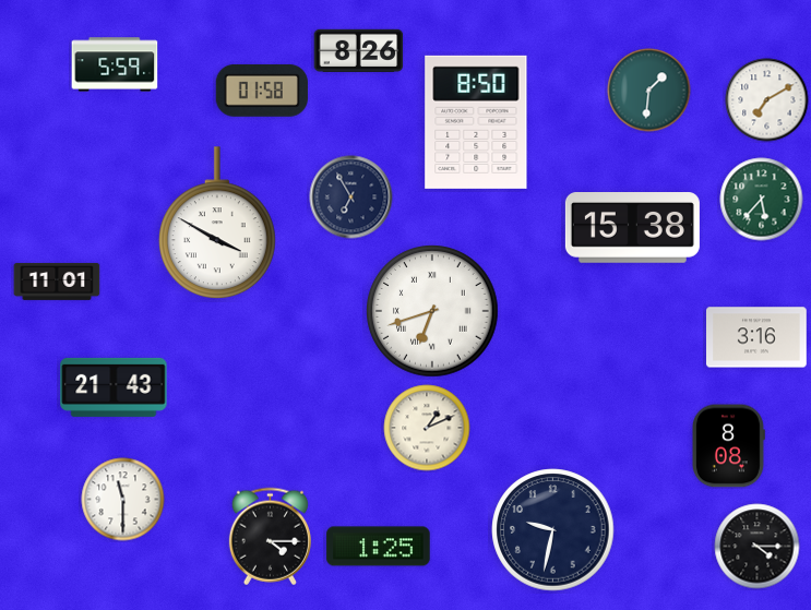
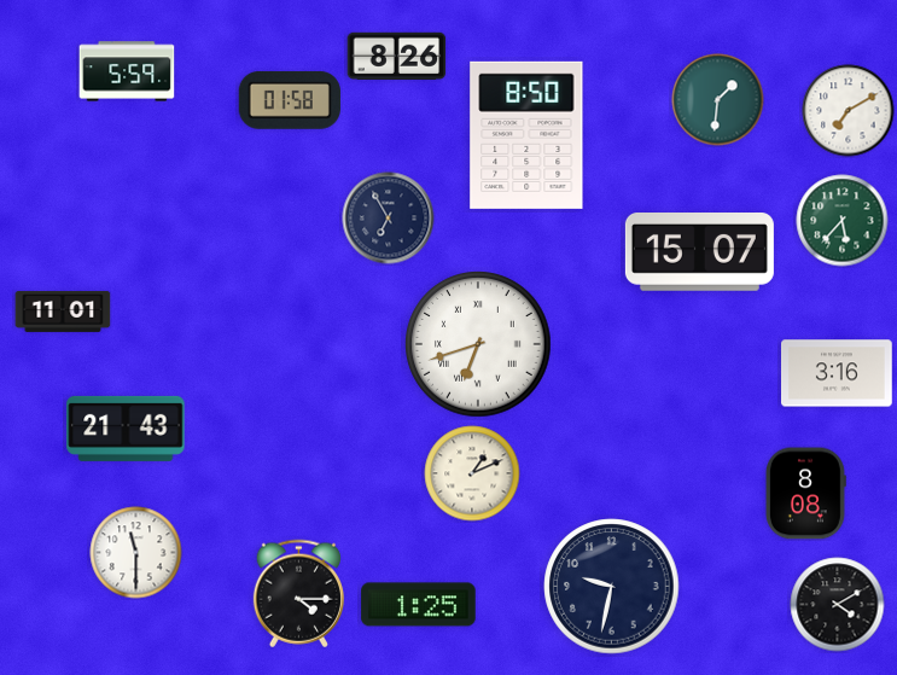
clock at (217, 224): 3:50 -> none
clock at (632, 228): 15:38 -> 15:07
clock at (758, 547): 4:15 -> 4:10
